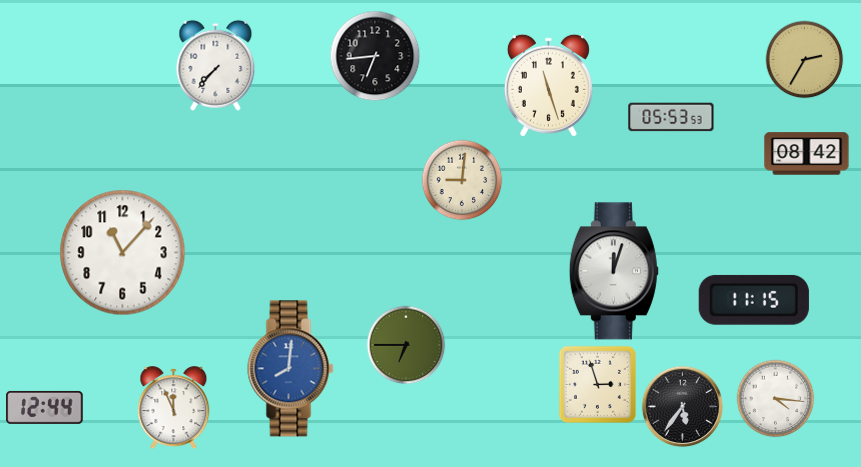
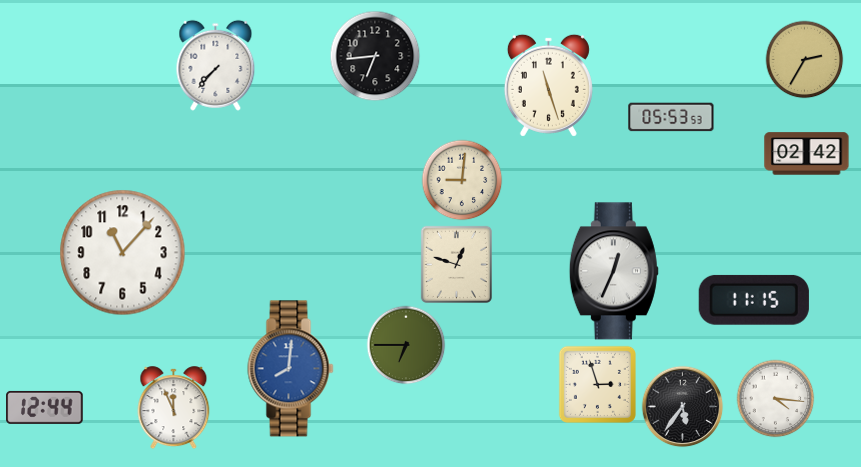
clock at (807, 154): 08:42 -> 02:42
clock at (456, 264): none -> 12:48
clock at (614, 271): 12:03 -> 12:34
